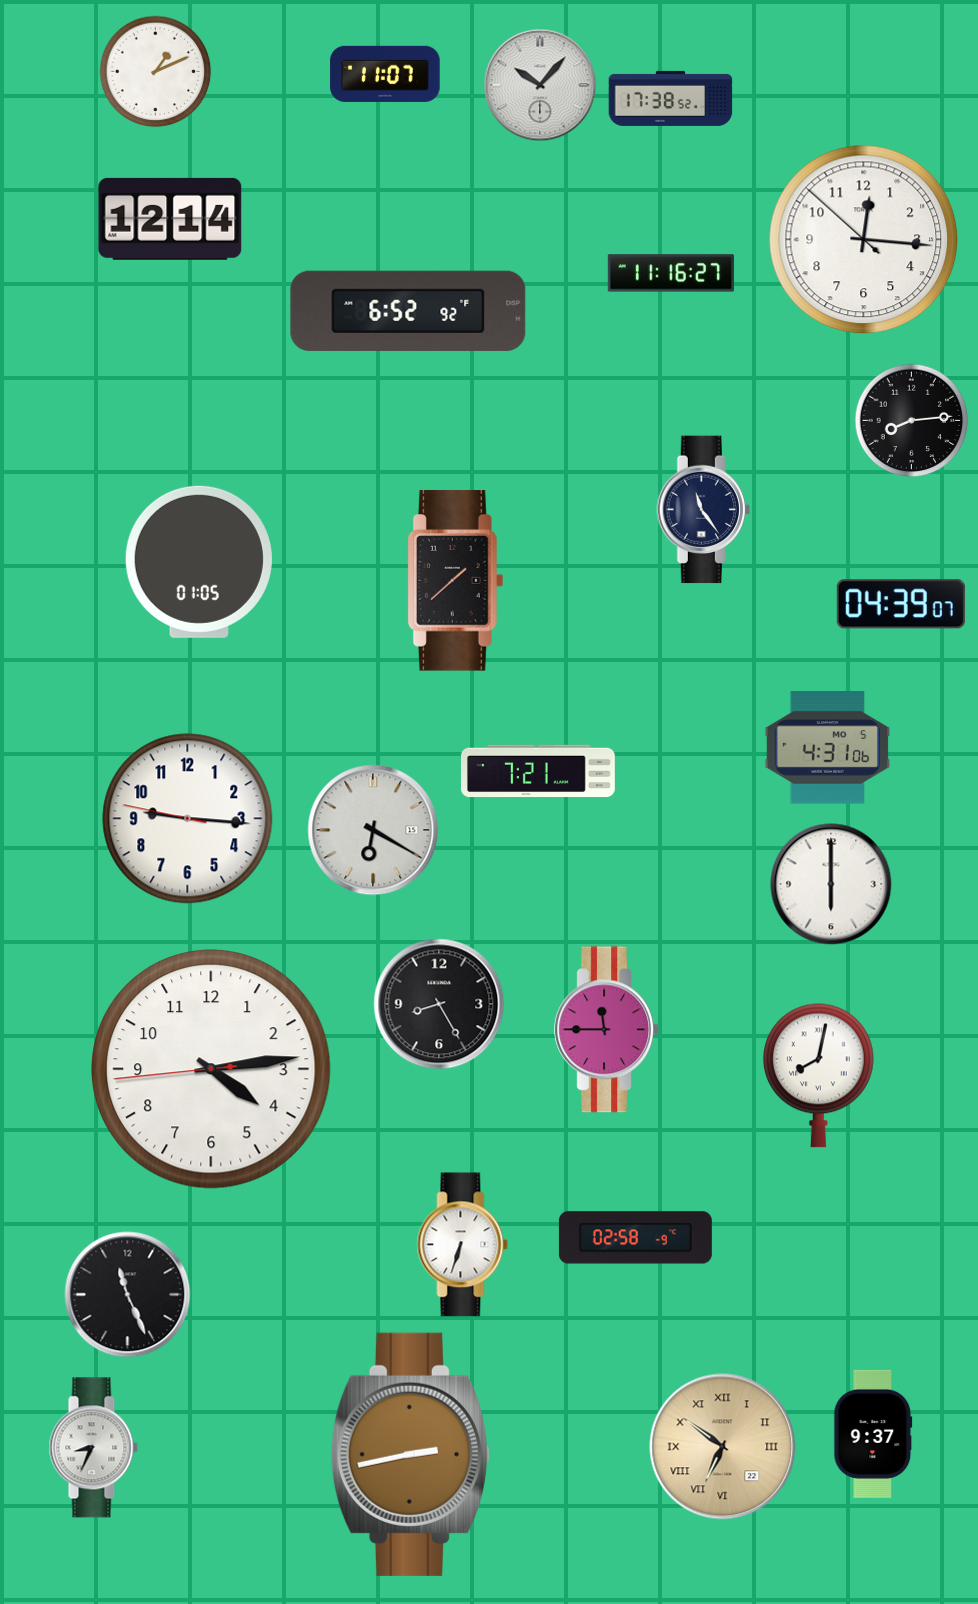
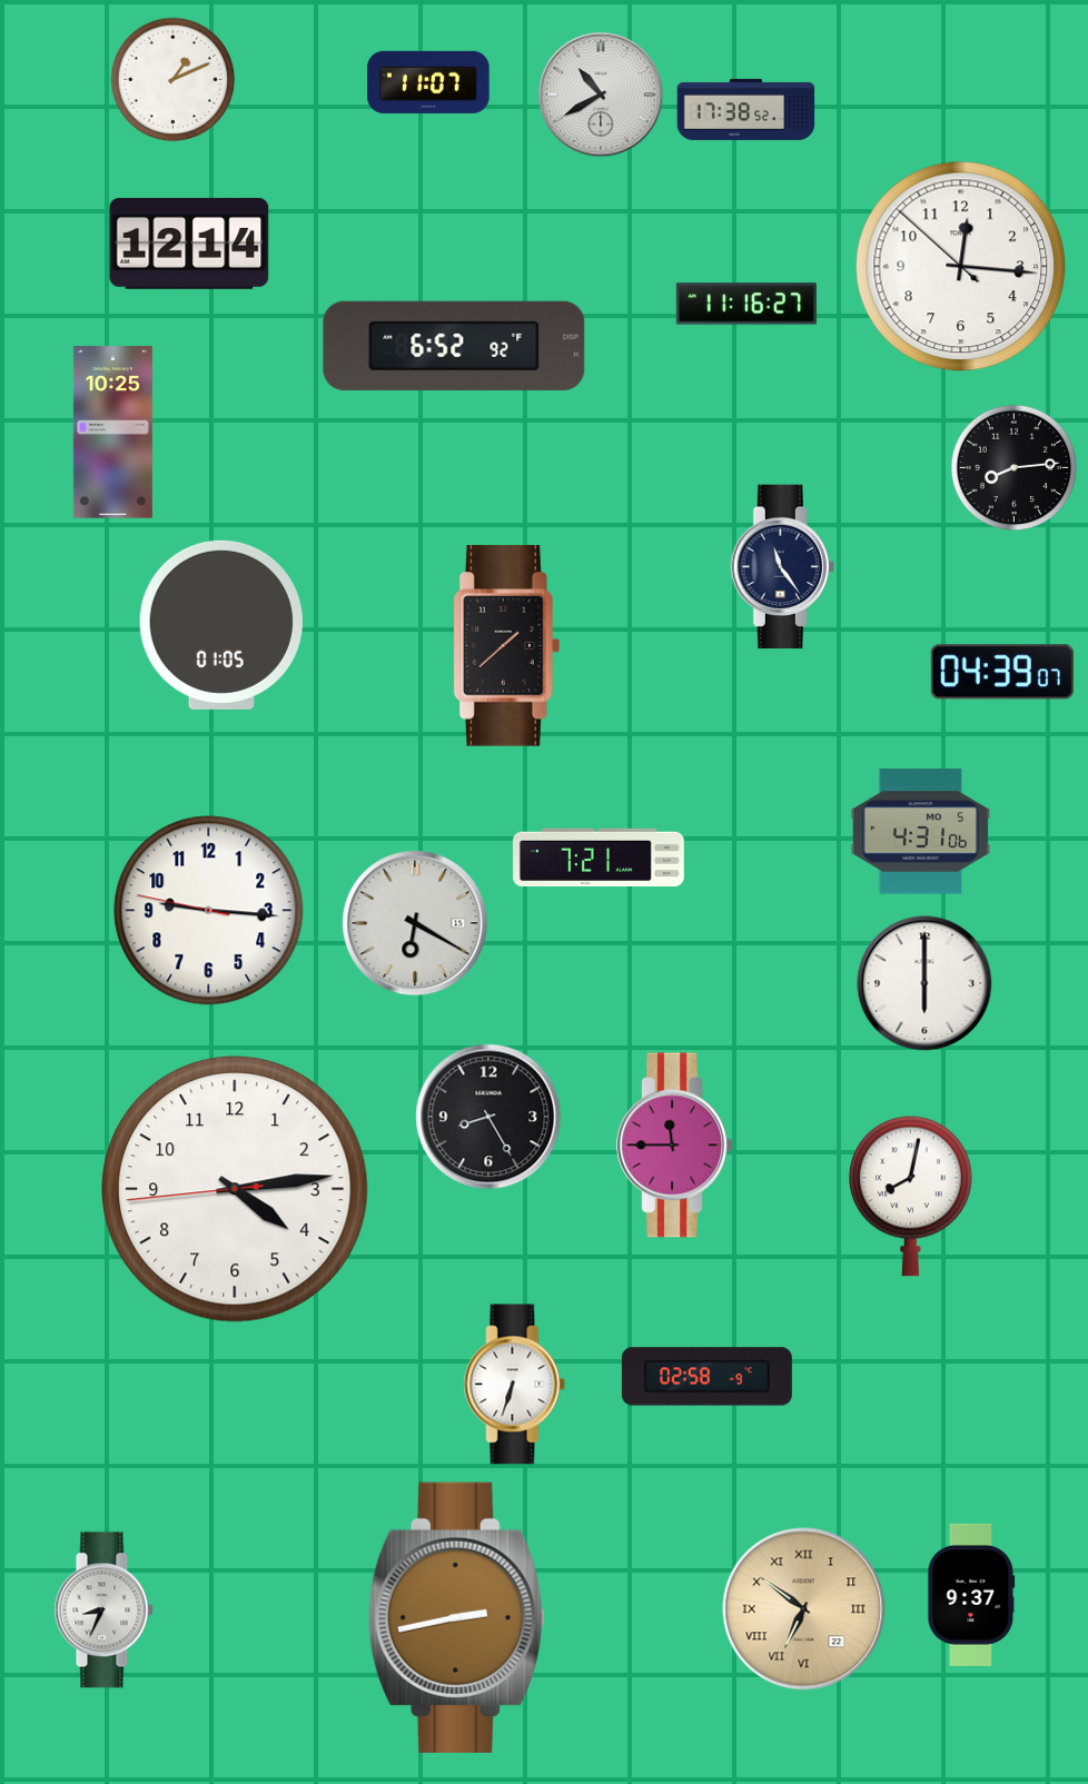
clock at (540, 85): 10:07 -> 10:40
clock at (112, 433): none -> 10:25
clock at (128, 1295): 11:26 -> none
